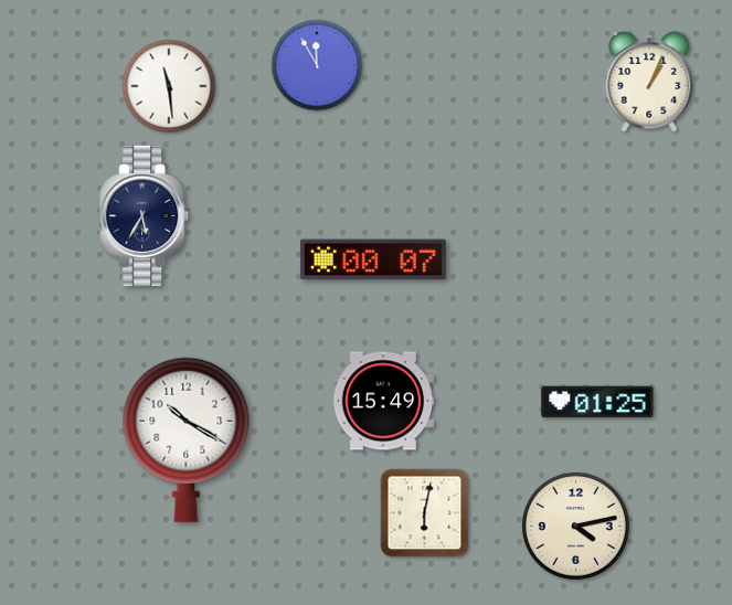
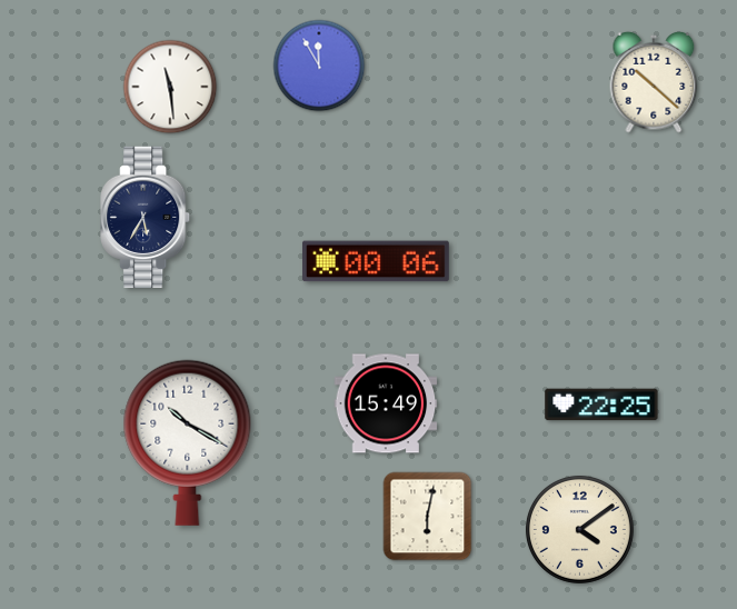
clock at (649, 82): 1:04 -> 10:22
clock at (373, 259): 00:07 -> 00:06
clock at (597, 402): 01:25 -> 22:25
clock at (575, 526): 4:13 -> 4:09
